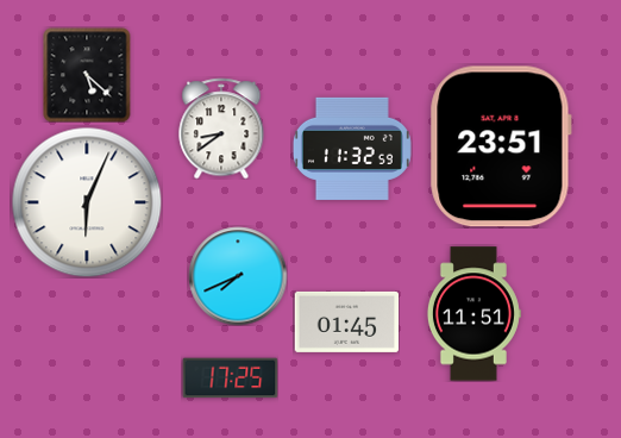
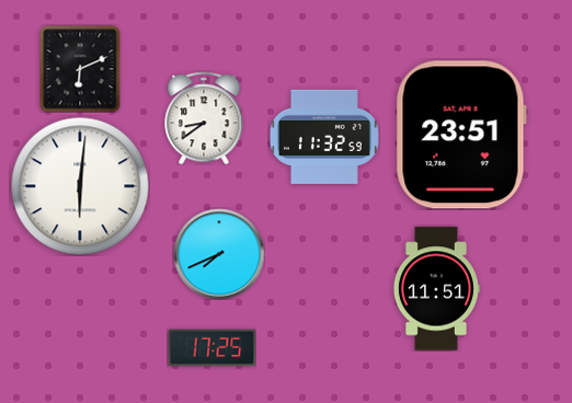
clock at (87, 75): 5:22 -> 6:11
clock at (87, 202): 6:04 -> 6:01
clock at (346, 321): 01:45 -> none
